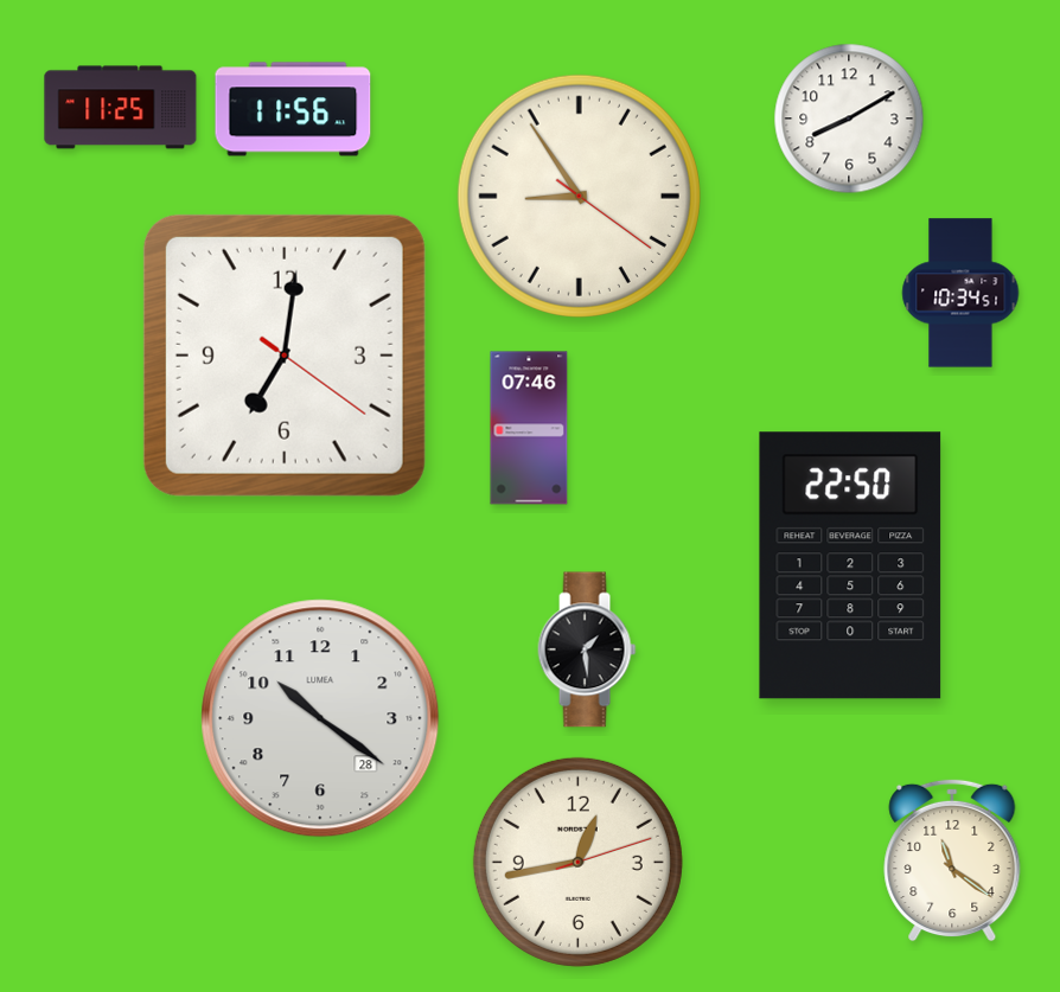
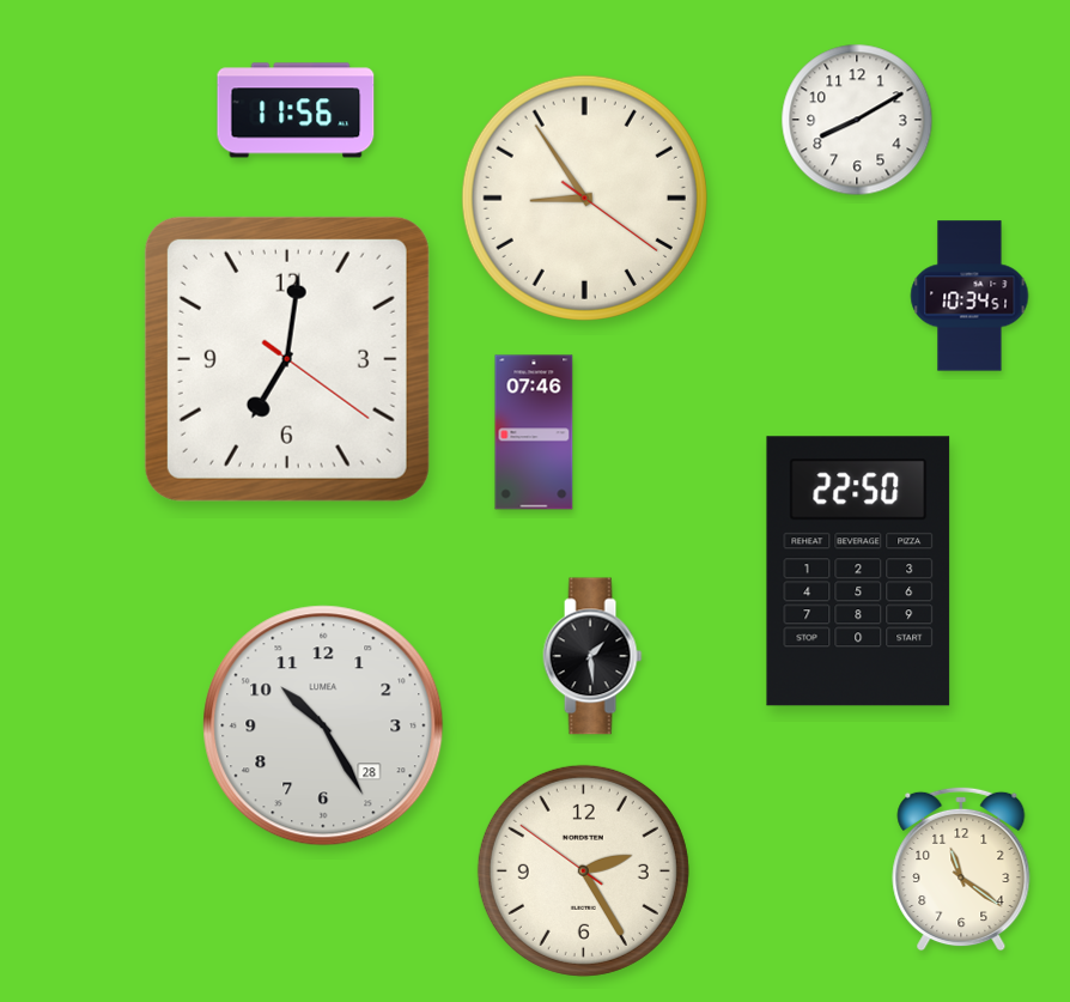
clock at (121, 108): 11:25 -> none
clock at (320, 718): 10:21 -> 10:25
clock at (577, 862): 12:43 -> 2:24
